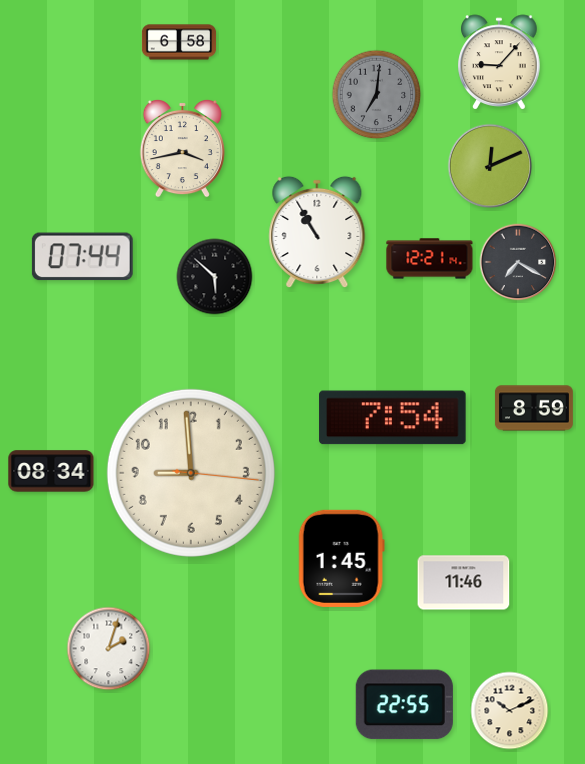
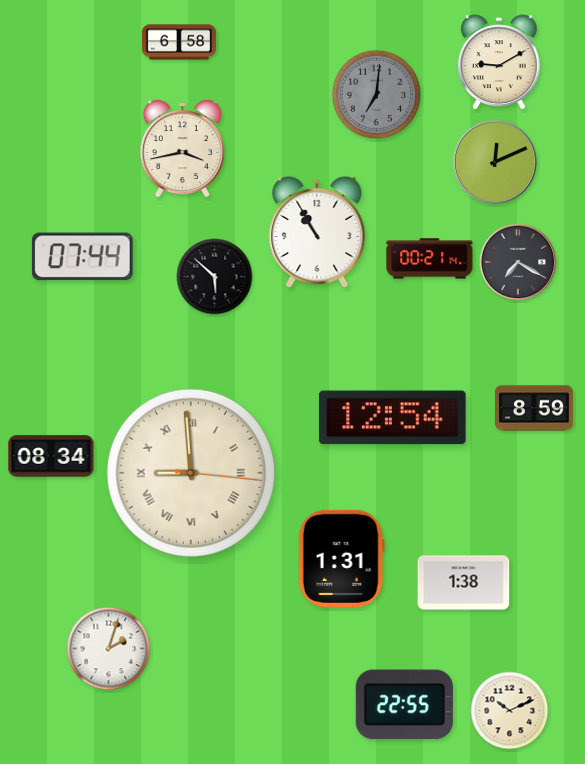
clock at (499, 62): 9:07 -> 9:10
clock at (490, 166) position: (490, 166) -> (495, 162)
clock at (430, 259): 12:21 -> 00:21
clock at (393, 418): 7:54 -> 12:54
clock at (51, 471) position: (51, 471) -> (51, 456)
clock at (191, 473) numerals: Arabic -> Roman
clock at (341, 558): 1:45 -> 1:31
clock at (464, 583): 11:46 -> 1:38
